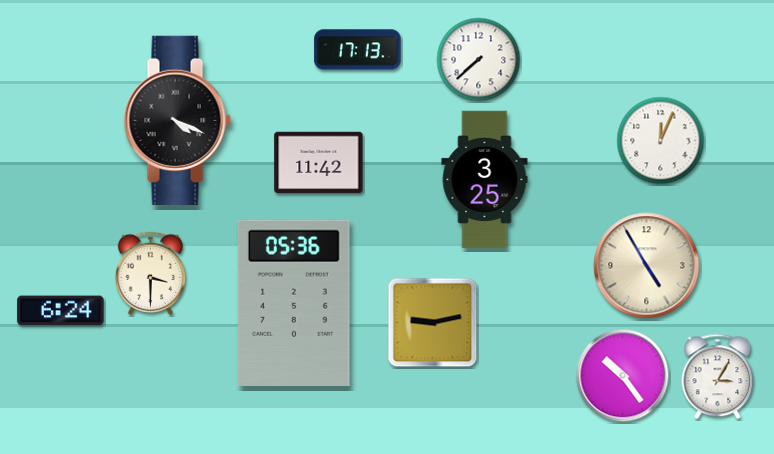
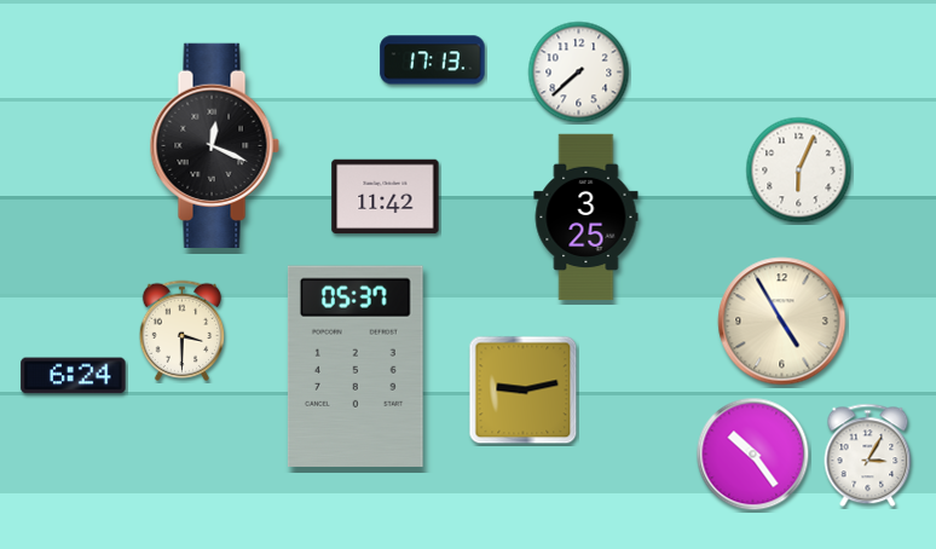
clock at (177, 120): 4:19 -> 12:19
clock at (661, 141): 12:04 -> 6:04
clock at (294, 302): 05:36 -> 05:37
